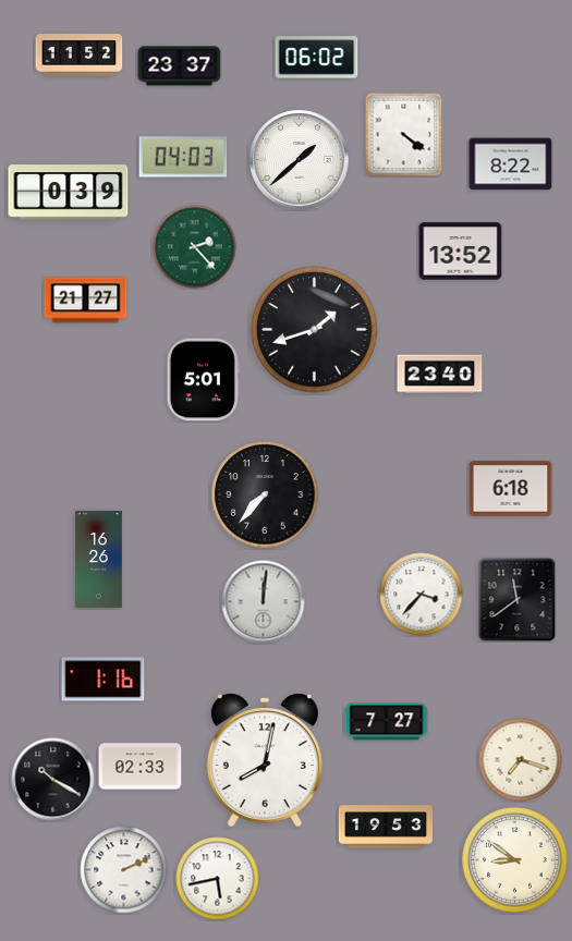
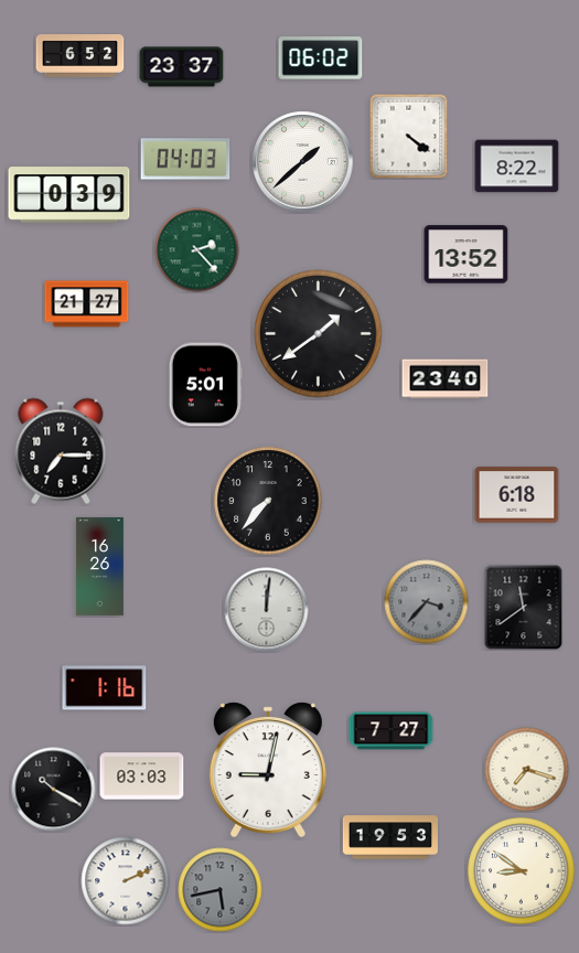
clock at (80, 56): 11:52 -> 6:52
clock at (315, 330): 1:42 -> 1:39
clock at (61, 451): none -> 7:15
clock at (422, 595) dial: white -> grey
clock at (265, 760): 8:02 -> 9:02
clock at (141, 767): 02:33 -> 03:03
clock at (218, 879) dial: white -> grey
